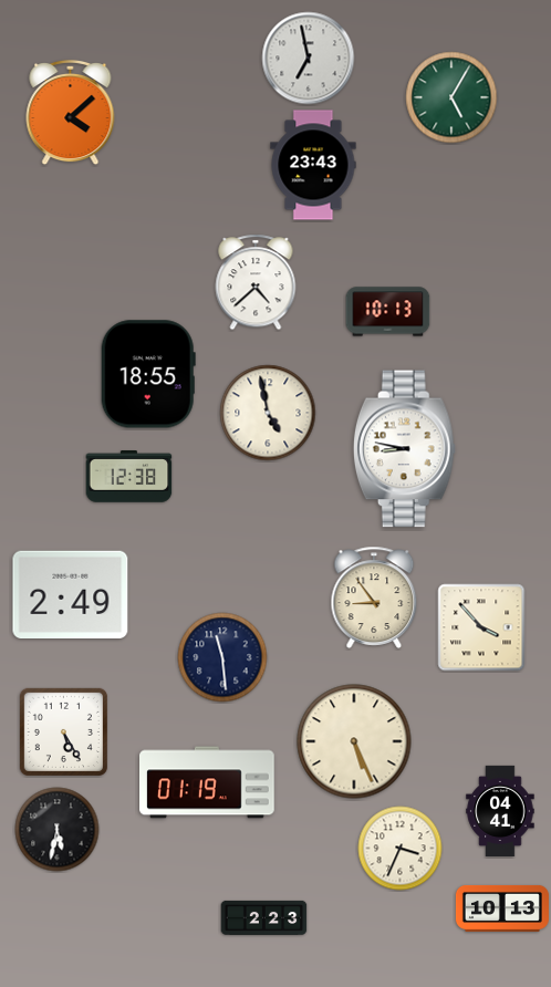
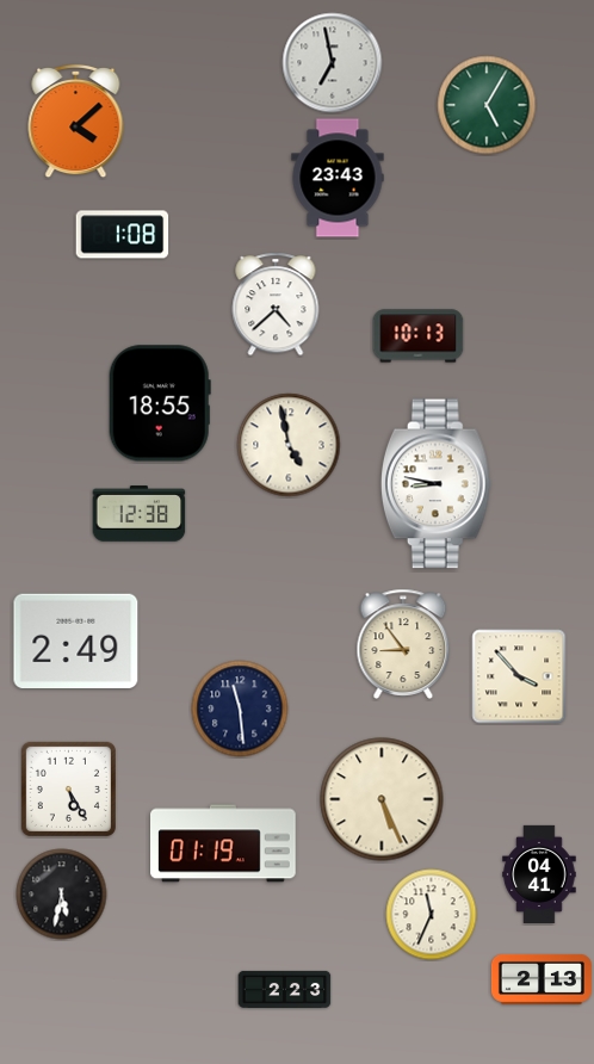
clock at (123, 235): none -> 1:08
clock at (401, 849): 3:34 -> 11:34
clock at (502, 908): 10:13 -> 2:13
